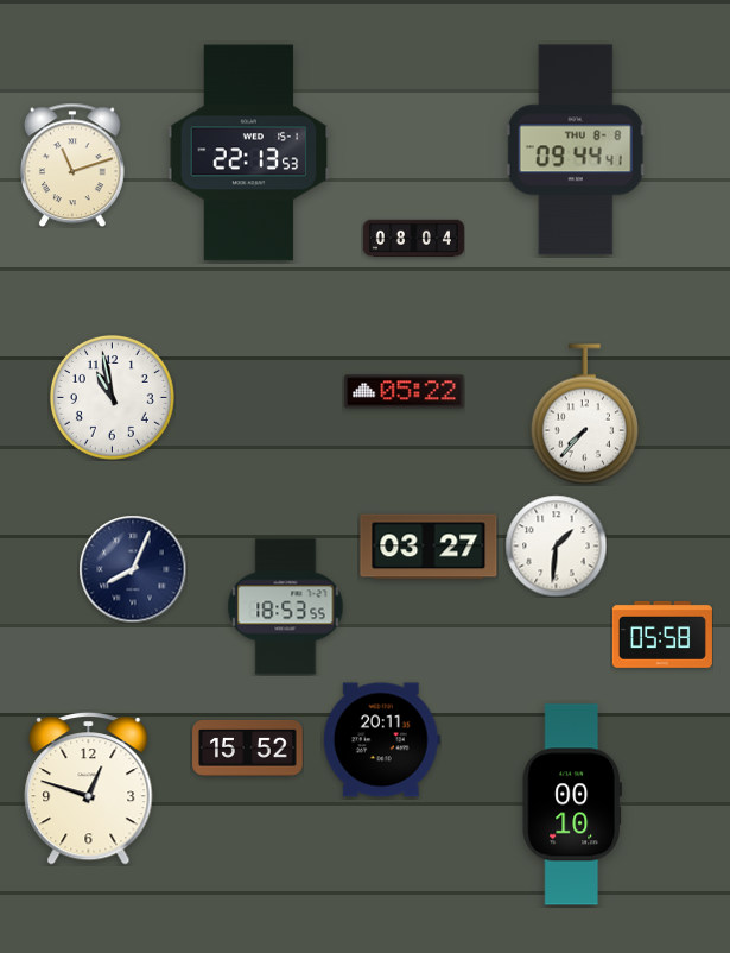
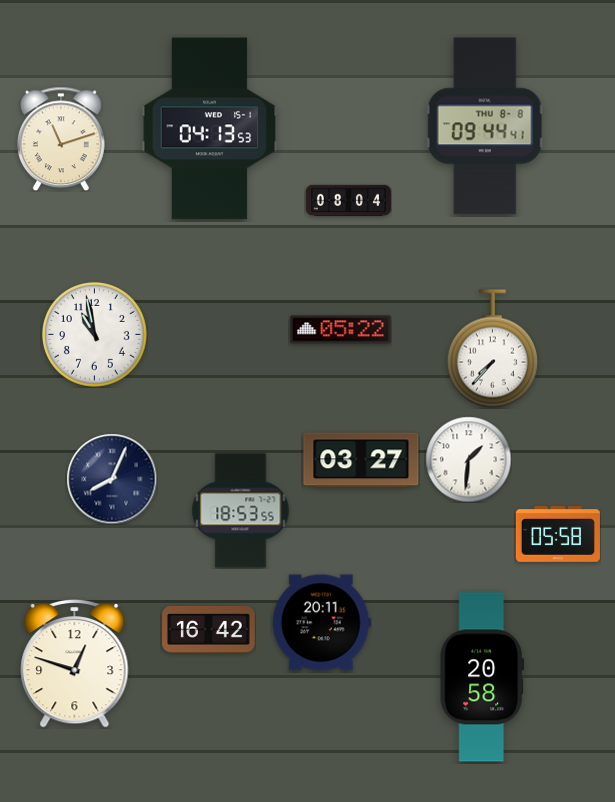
clock at (249, 153): 22:13 -> 04:13
clock at (248, 747): 15:52 -> 16:42
clock at (571, 804): 00:10 -> 20:58
